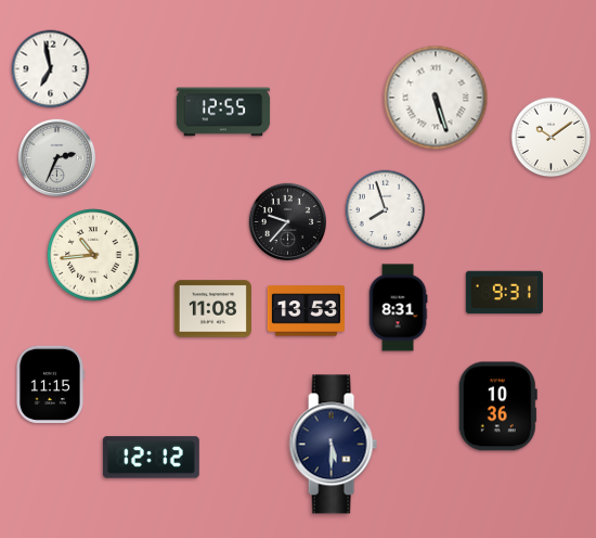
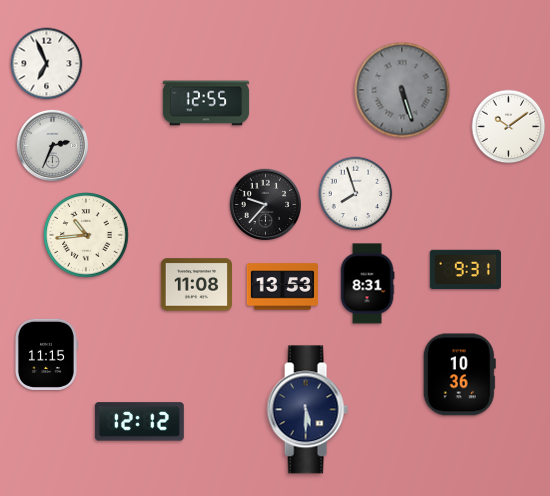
clock at (51, 69): 6:58 -> 6:56
clock at (436, 98) dial: white -> grey
